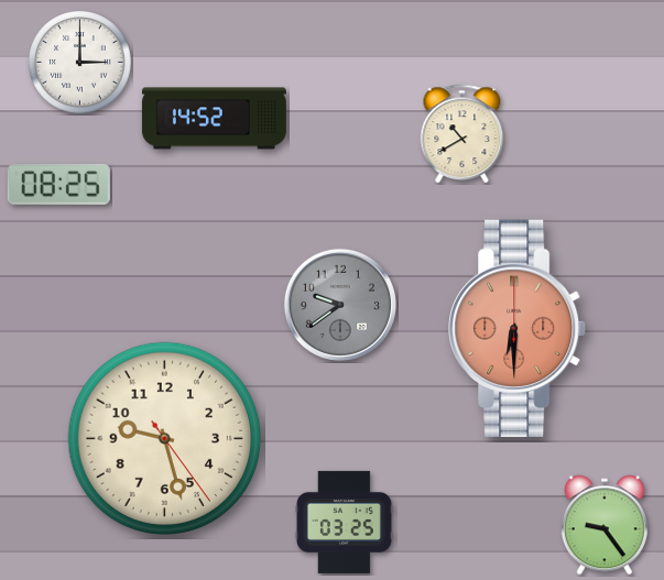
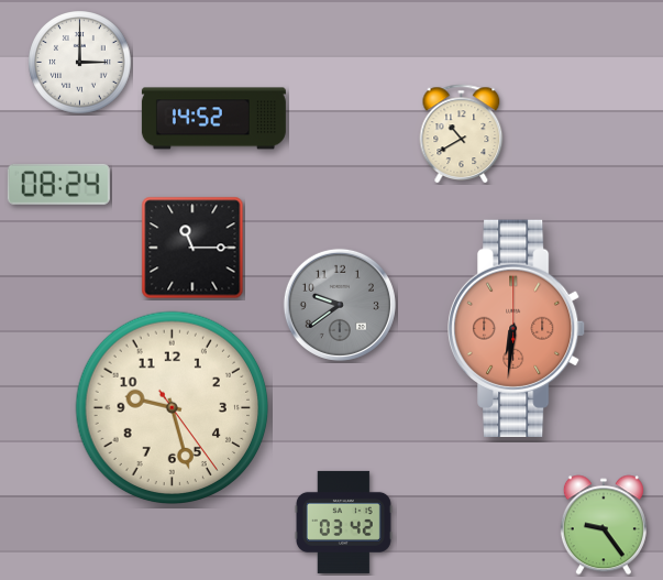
clock at (58, 184): 08:25 -> 08:24
clock at (192, 248): none -> 11:15
clock at (519, 328): 6:30 -> 6:31
clock at (165, 439) position: (165, 439) -> (173, 408)
clock at (344, 522): 03:25 -> 03:42
